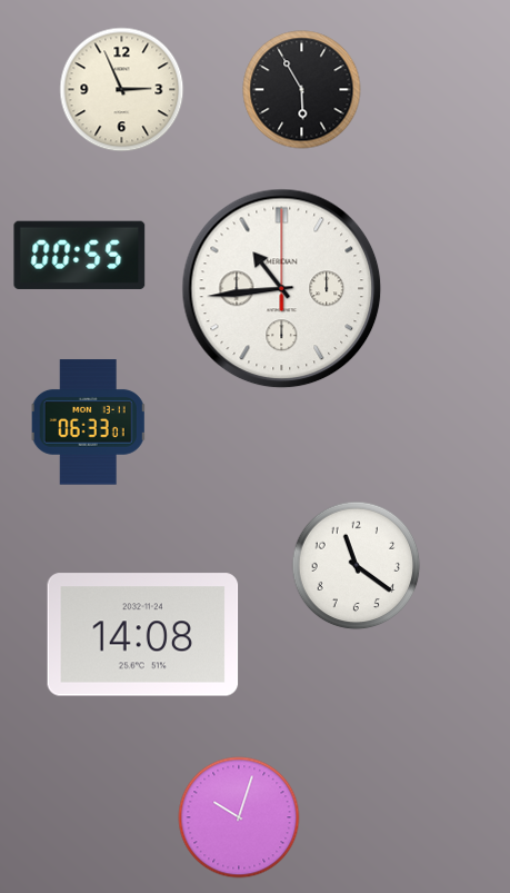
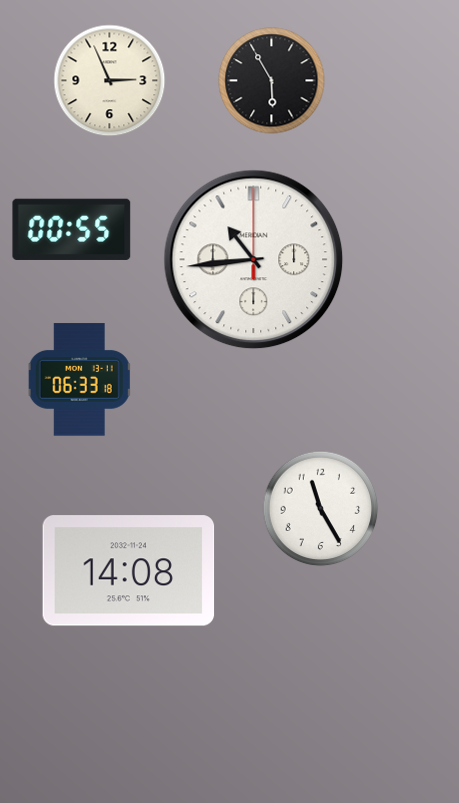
clock at (88, 423): 06:33:01 -> 06:33:18
clock at (357, 566): 11:21 -> 11:25
clock at (239, 817): 10:03 -> none
